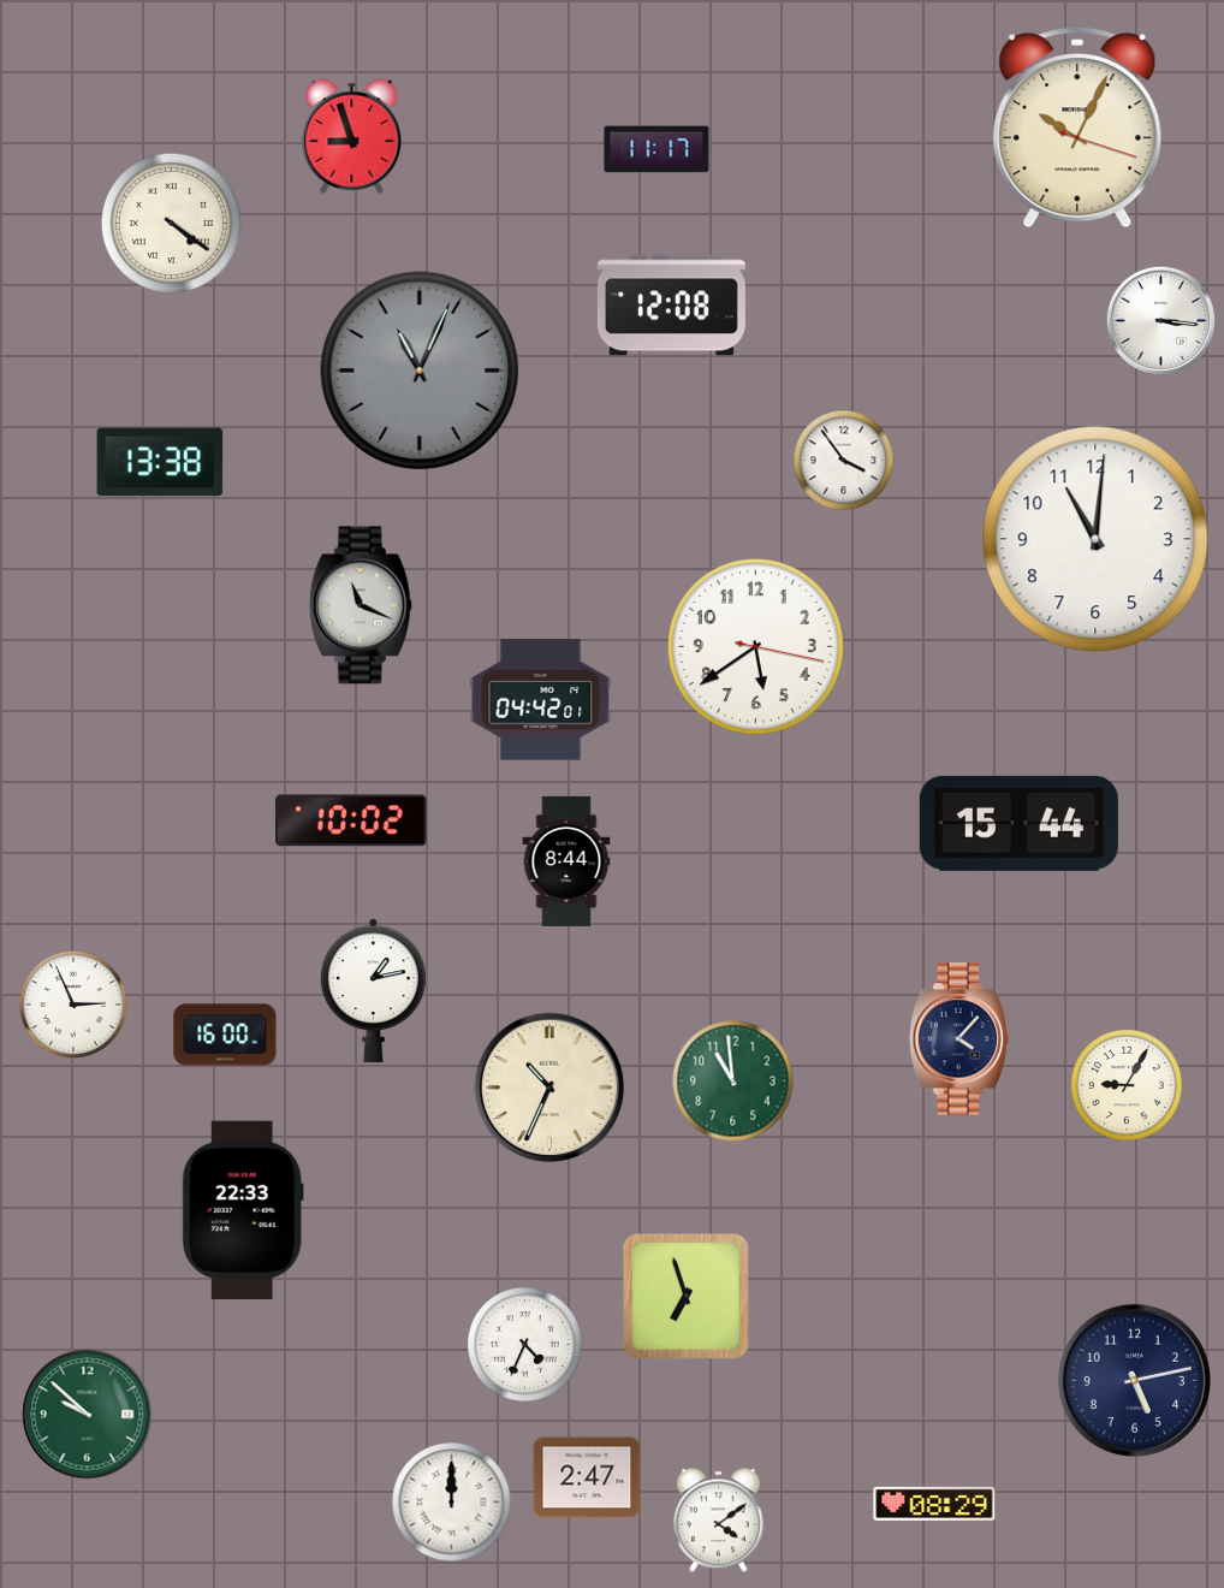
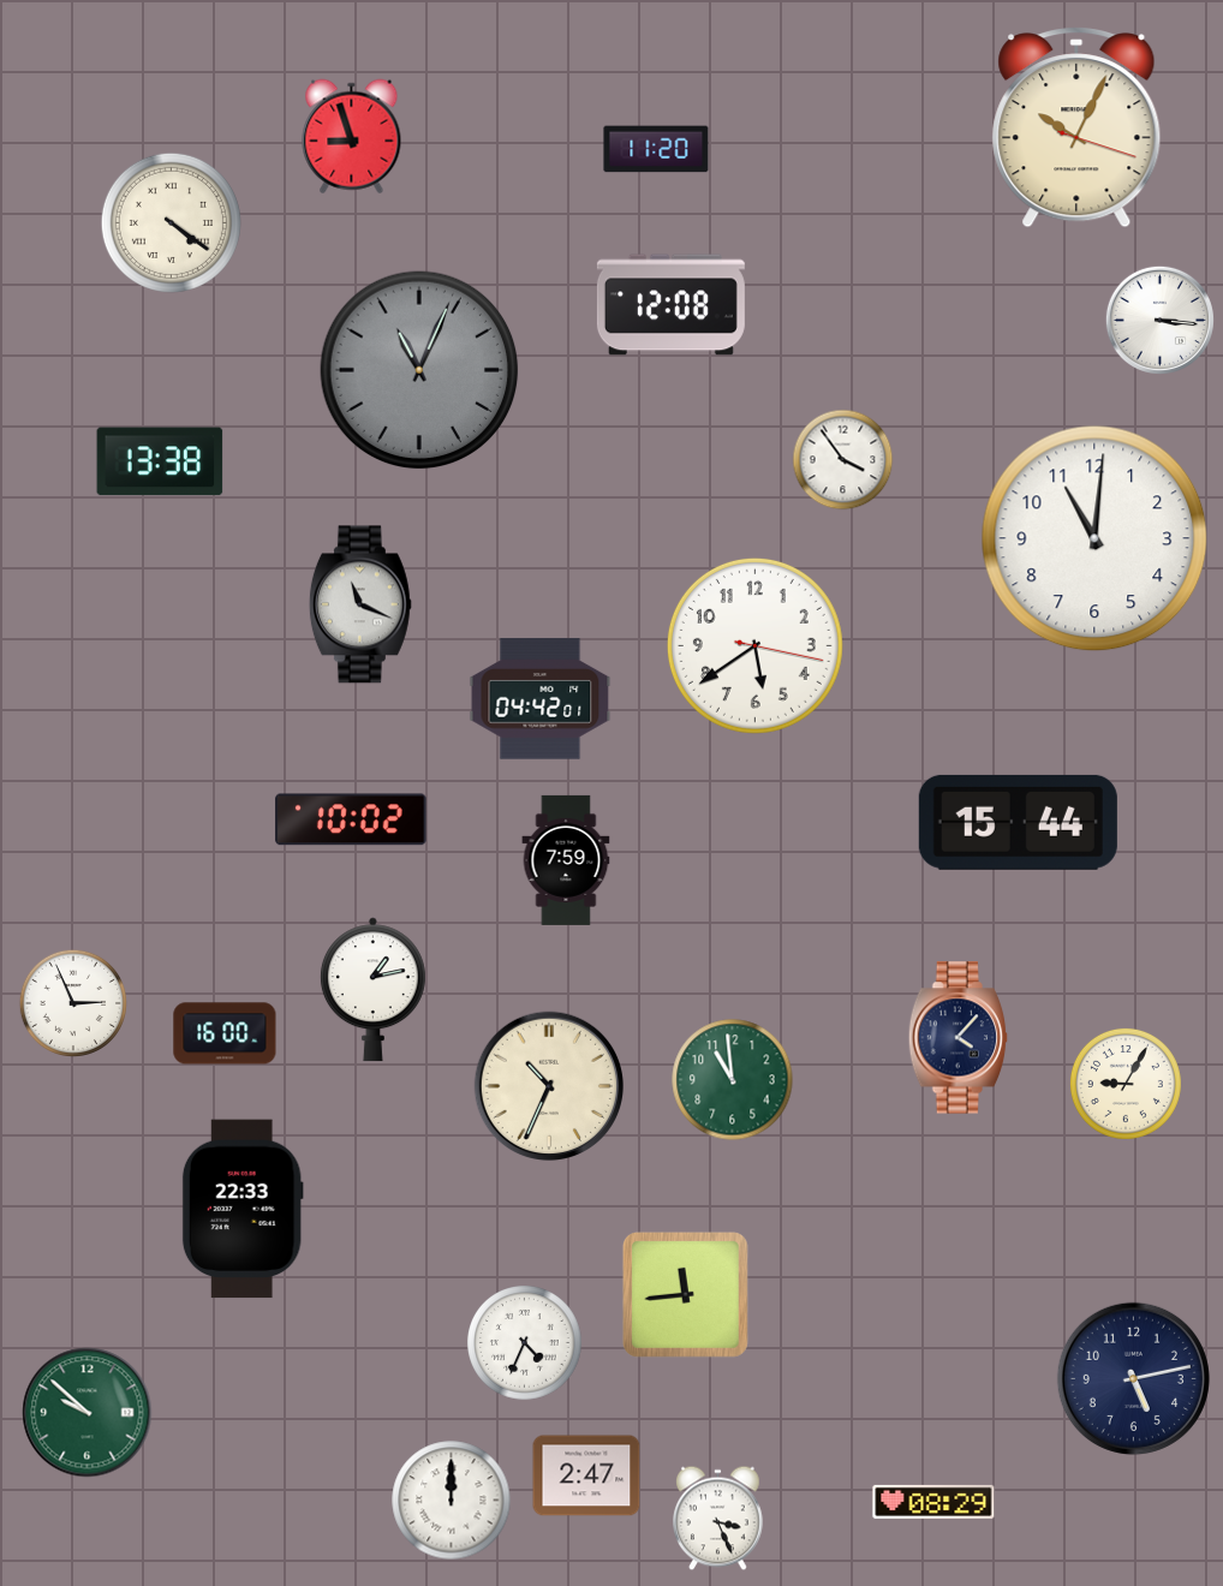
clock at (656, 149): 11:17 -> 11:20
clock at (566, 861): 8:44 -> 7:59
clock at (685, 1296): 6:57 -> 11:44
clock at (719, 1521): 4:09 -> 3:26
